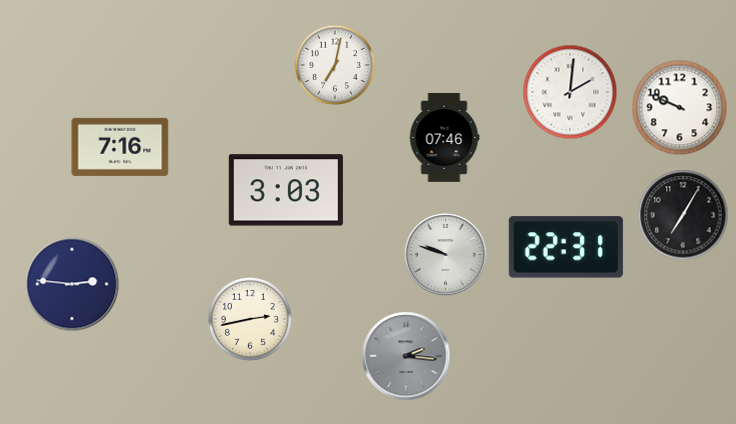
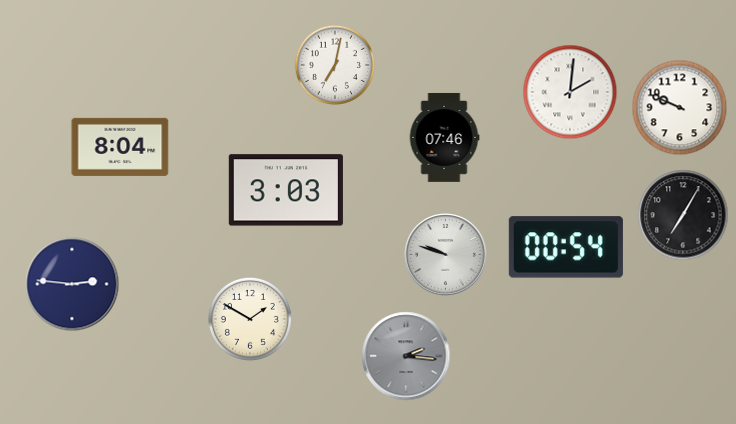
clock at (120, 147): 7:16 -> 8:04
clock at (566, 247): 22:31 -> 00:54
clock at (250, 319): 2:43 -> 1:50
